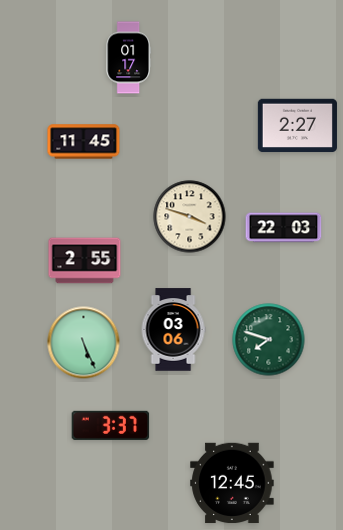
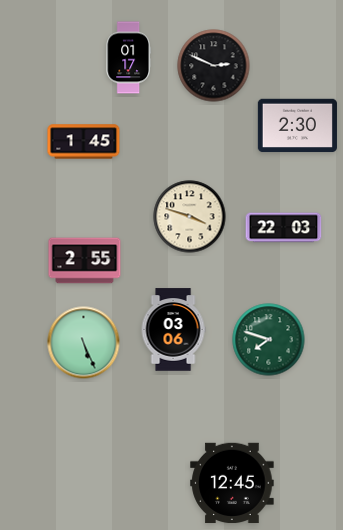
clock at (214, 66): none -> 2:49
clock at (297, 126): 2:27 -> 2:30
clock at (84, 142): 11:45 -> 1:45
clock at (111, 425): 3:37 -> none
